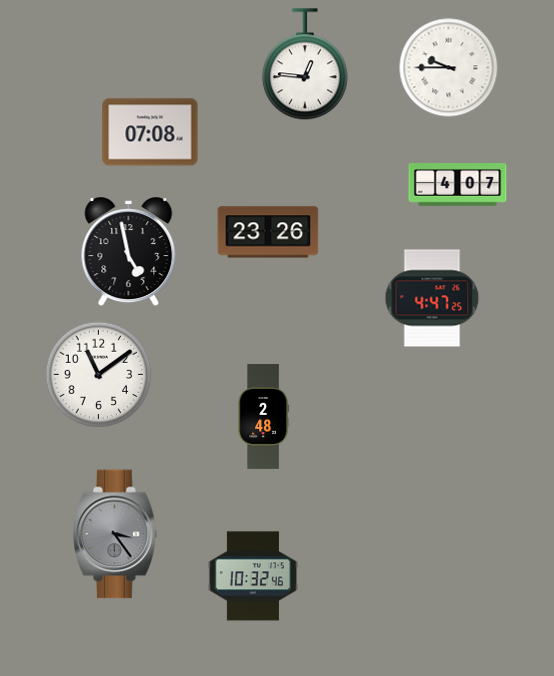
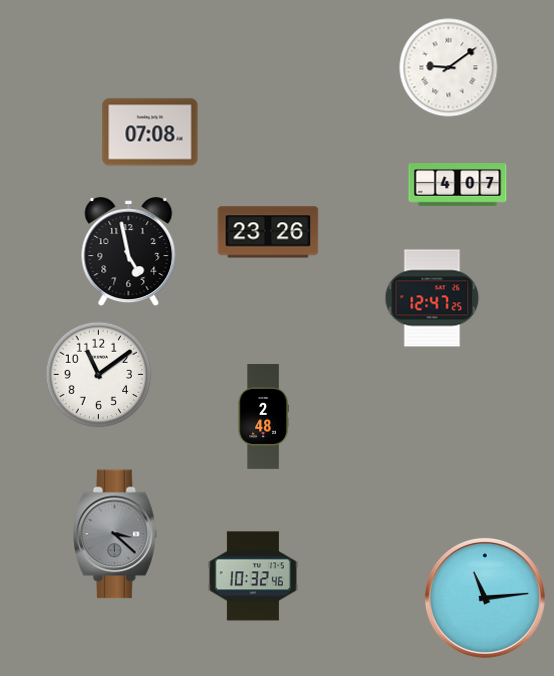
clock at (305, 65): 12:46 -> none
clock at (449, 68): 9:45 -> 9:09
clock at (432, 298): 4:47 -> 12:47
clock at (115, 534): 3:24 -> 3:22
clock at (485, 598): none -> 11:14
